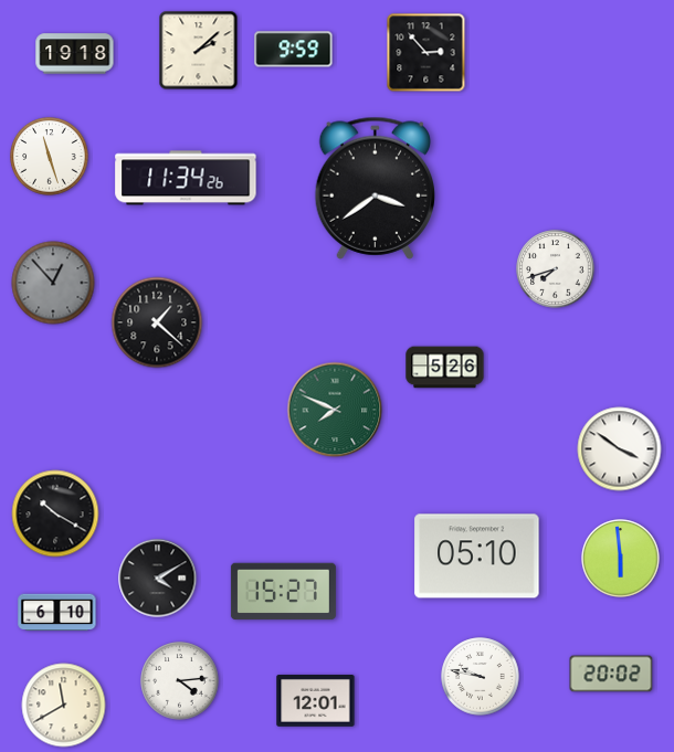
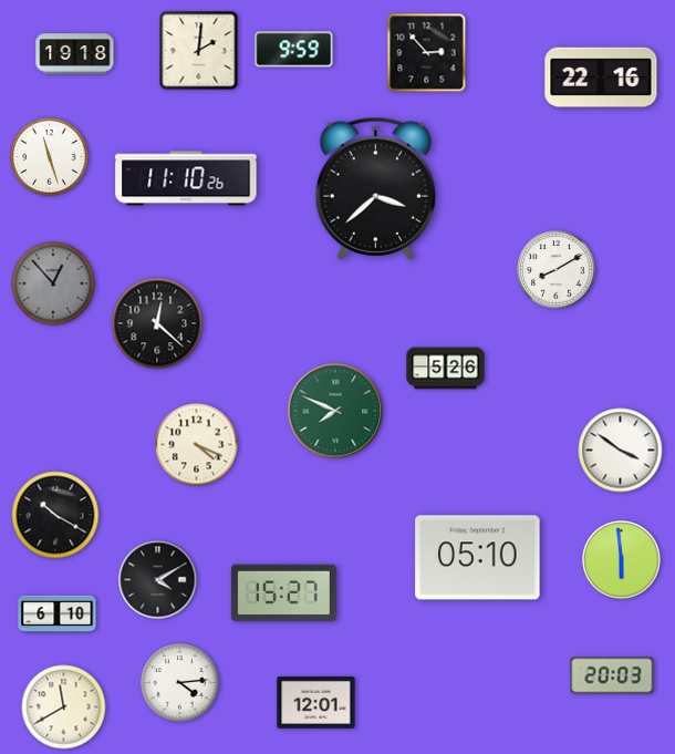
clock at (199, 51): 2:08 -> 2:01
clock at (601, 78): none -> 22:16
clock at (186, 178): 11:34 -> 11:10
clock at (375, 188): 3:39 -> 3:38
clock at (556, 269): 7:42 -> 8:10
clock at (157, 322): 1:22 -> 12:22
clock at (197, 445): none -> 4:19
clock at (611, 674): 20:02 -> 20:03
clock at (481, 677): 9:47 -> none
